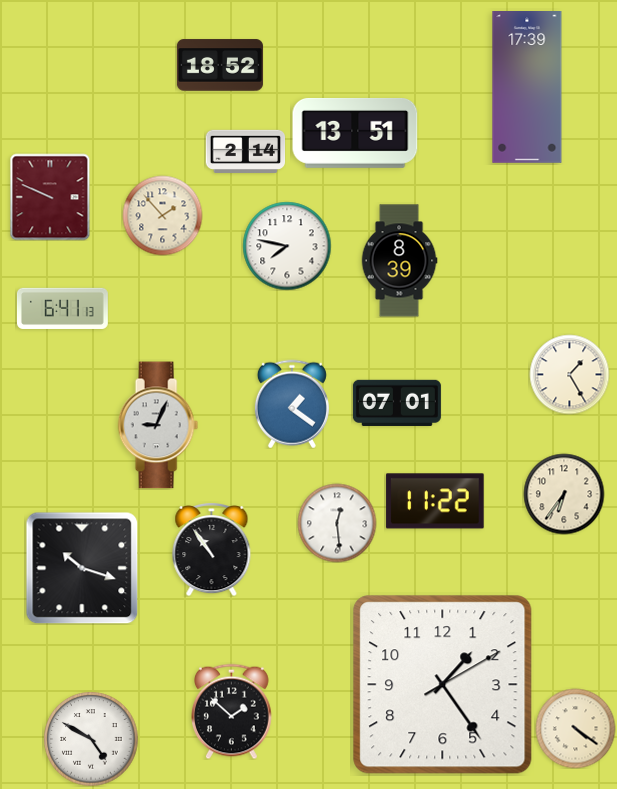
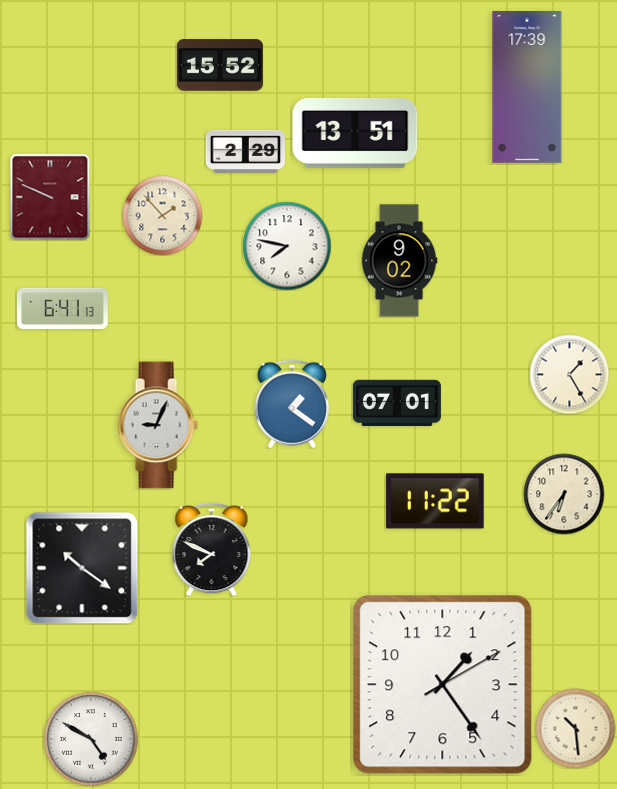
clock at (220, 65): 18:52 -> 15:52
clock at (245, 151): 2:14 -> 2:29
clock at (399, 261): 8:39 -> 9:02
clock at (337, 523): 12:29 -> none
clock at (212, 550): 10:54 -> 7:49
clock at (82, 568): 10:18 -> 10:21
clock at (232, 711): 1:52 -> none
clock at (575, 728): 4:21 -> 10:29
